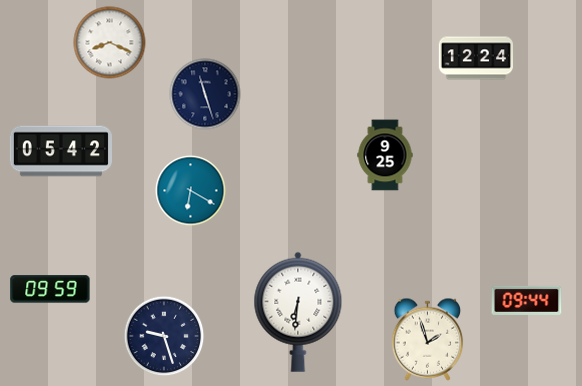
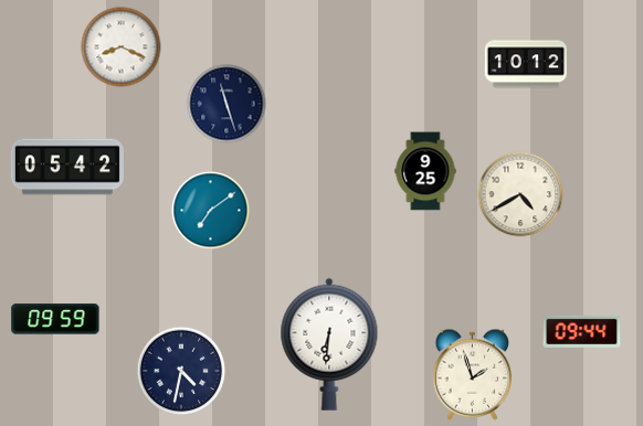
clock at (475, 58): 12:24 -> 10:12
clock at (520, 194): none -> 4:40
clock at (191, 191): 6:20 -> 7:09
clock at (164, 336): 9:27 -> 4:32
